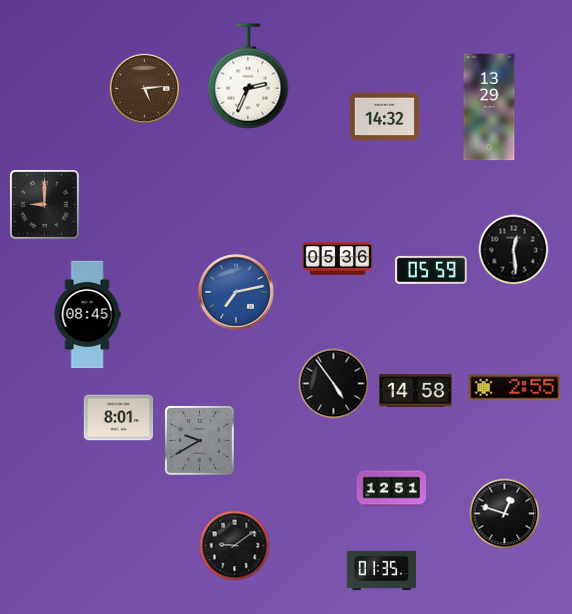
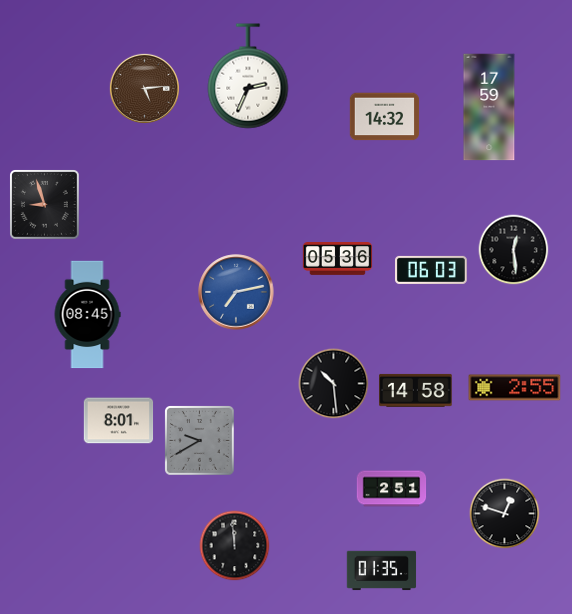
clock at (489, 107): 13:29 -> 17:59
clock at (45, 205): 9:00 -> 8:57
clock at (432, 270): 05:59 -> 06:03
clock at (334, 384): 4:54 -> 10:29
clock at (119, 418) position: (119, 418) -> (119, 421)
clock at (392, 489): 12:51 -> 2:51
clock at (235, 546): 9:09 -> 11:59
